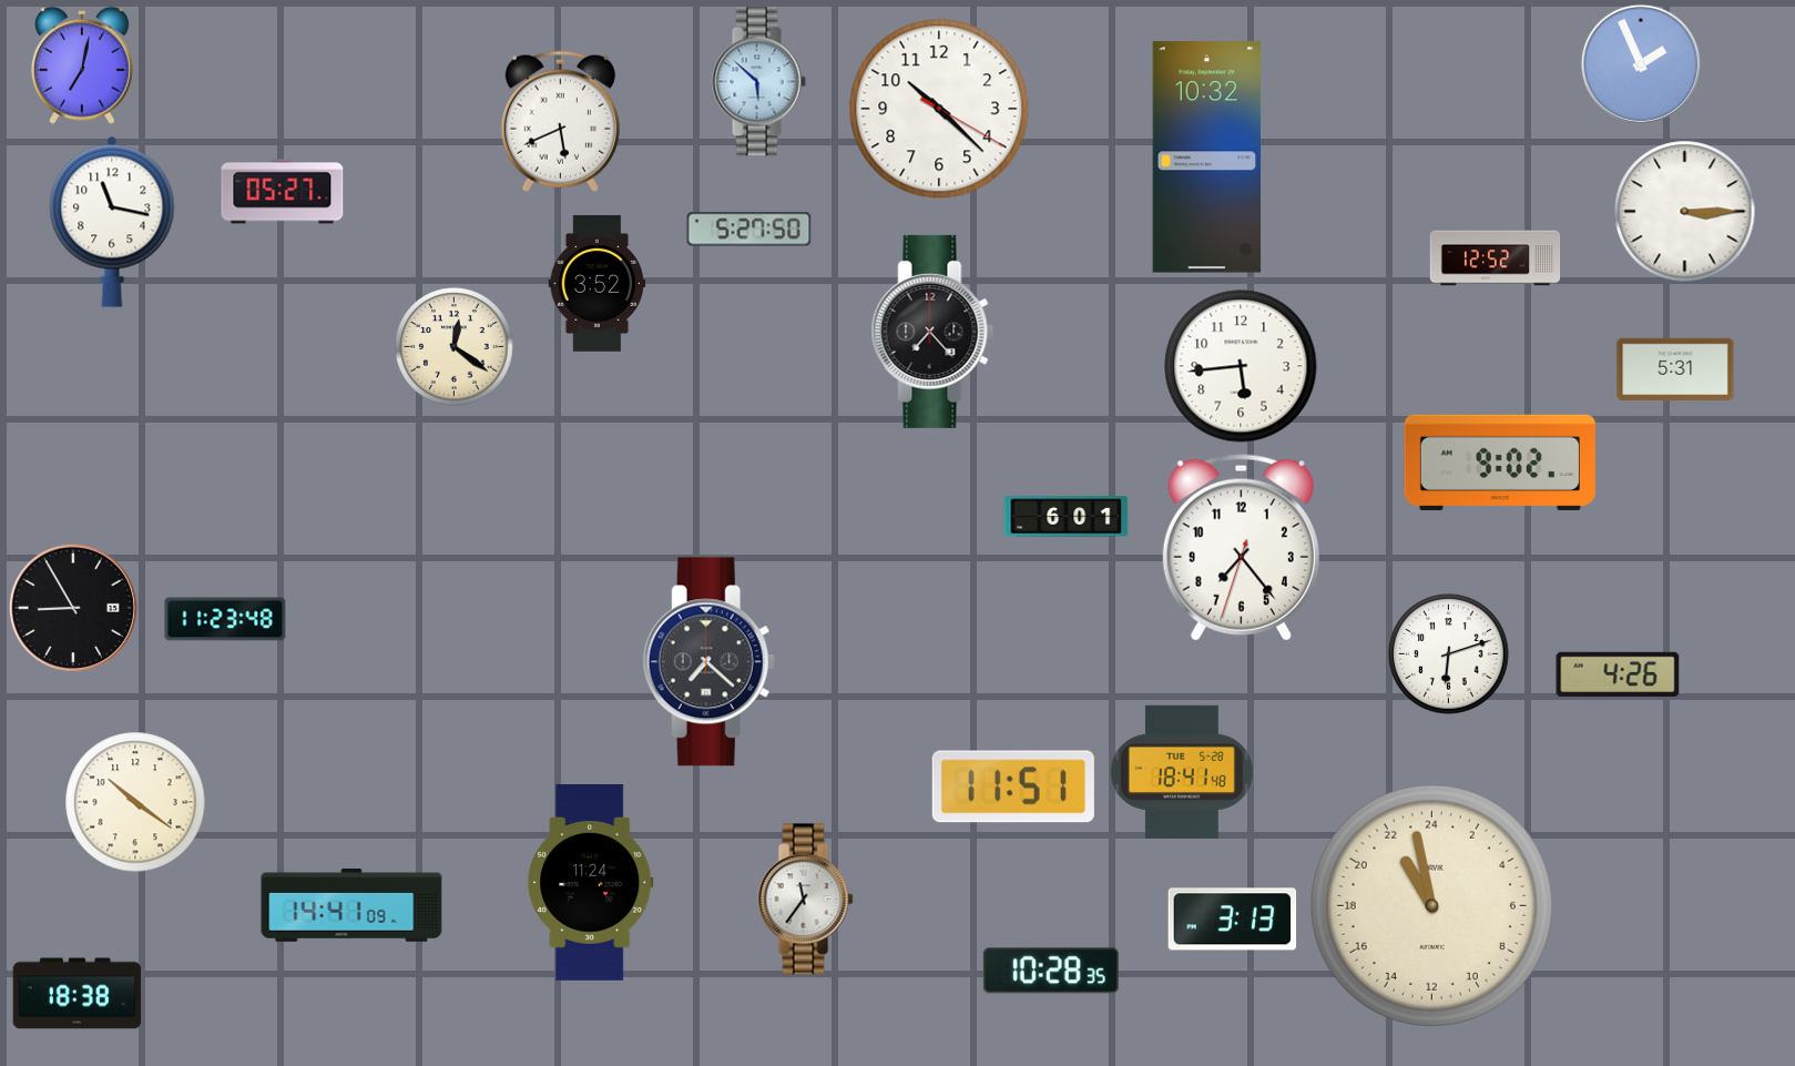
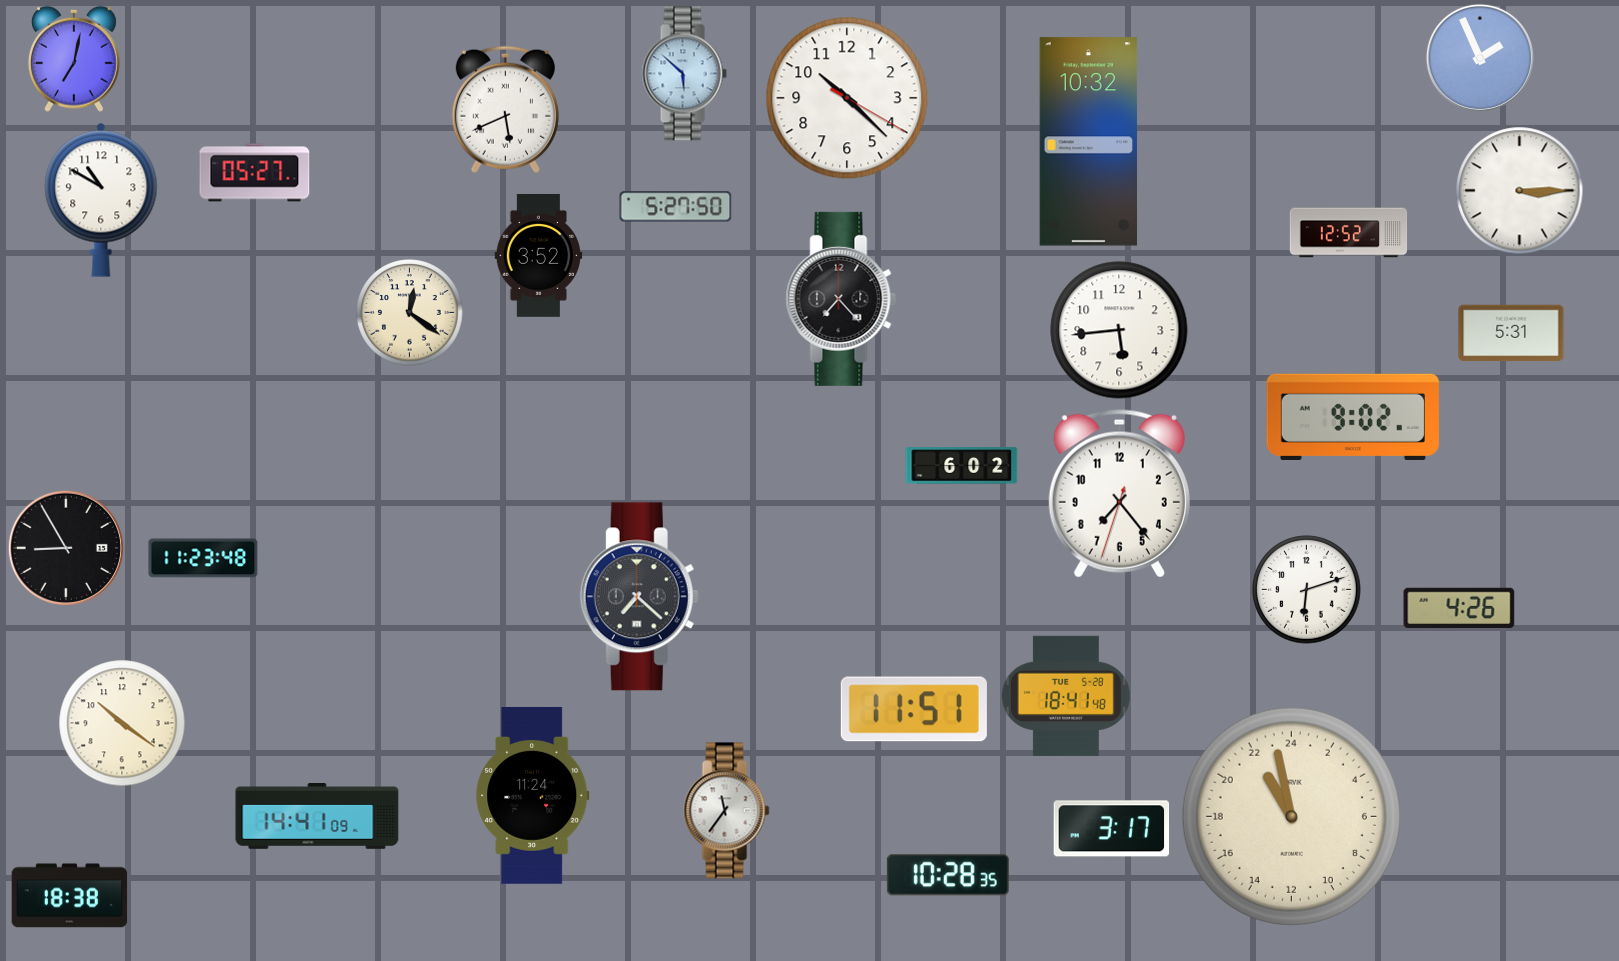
clock at (112, 222): 11:17 -> 10:50
clock at (1067, 517): 6:01 -> 6:02
clock at (1233, 920): 3:13 -> 3:17
